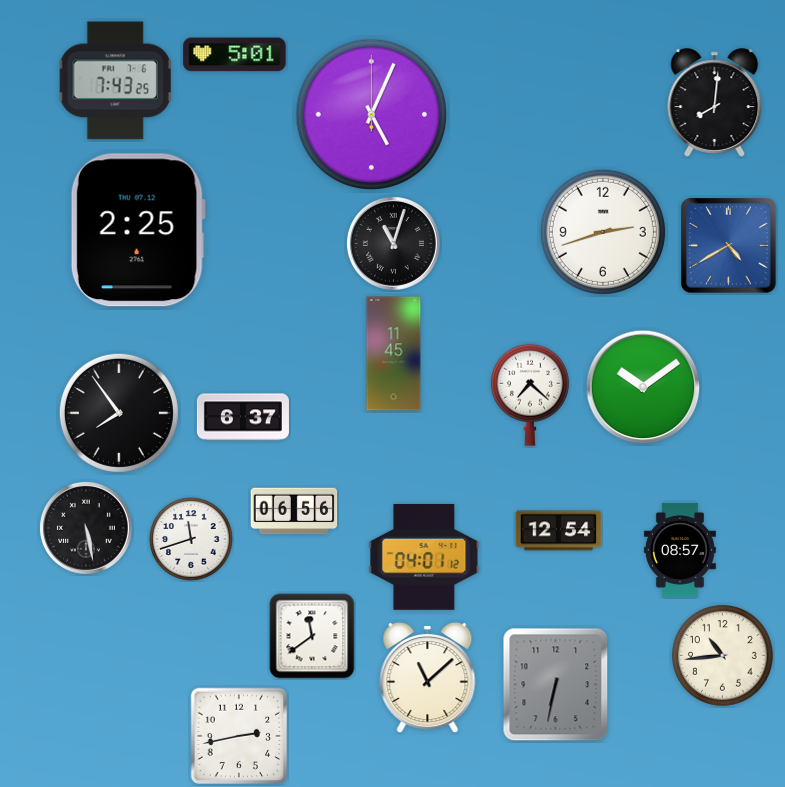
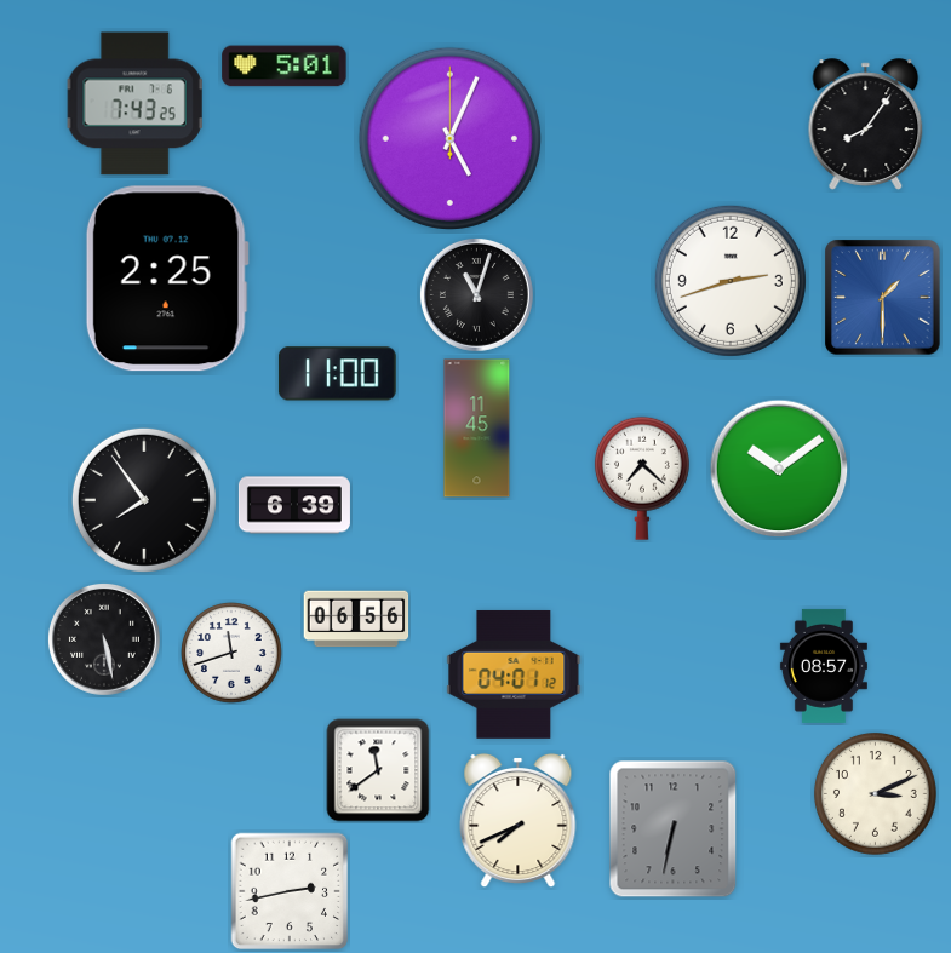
clock at (115, 81) position: (115, 81) -> (134, 104)
clock at (715, 103): 8:01 -> 8:06
clock at (729, 246): 4:40 -> 1:30
clock at (337, 374): none -> 11:00
clock at (243, 417): 6:37 -> 6:39
clock at (559, 531): 12:54 -> none
clock at (722, 655): 10:44 -> 3:11
clock at (428, 678): 11:08 -> 7:41
